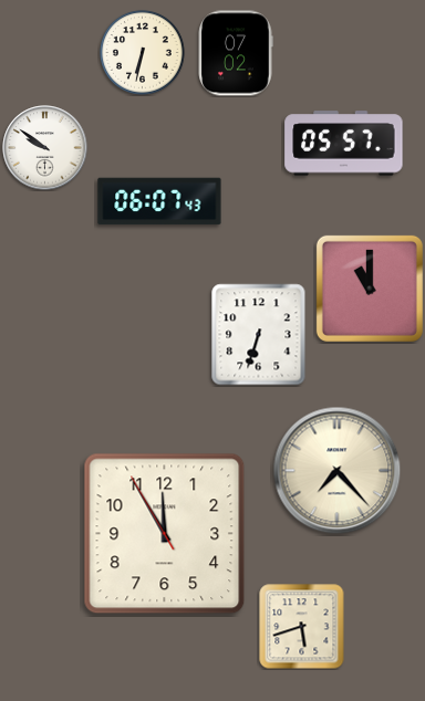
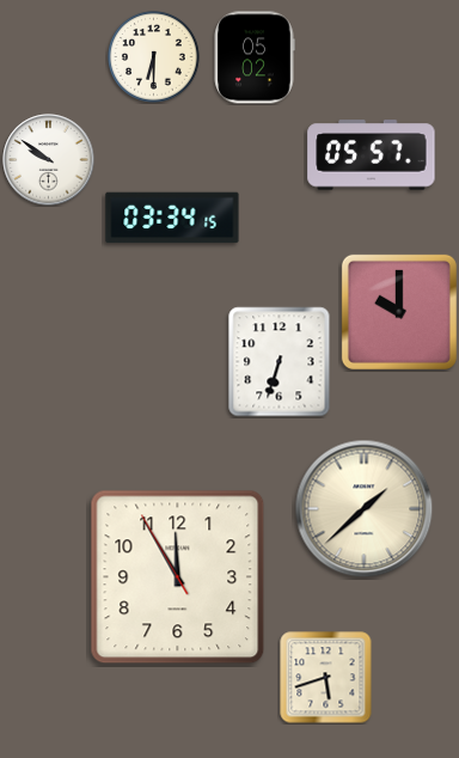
clock at (143, 53): 6:32 -> 6:30
clock at (236, 53): 07:02 -> 05:02
clock at (159, 201): 06:07 -> 03:34
clock at (370, 289): 11:00 -> 10:00
clock at (338, 471): 7:23 -> 1:38
